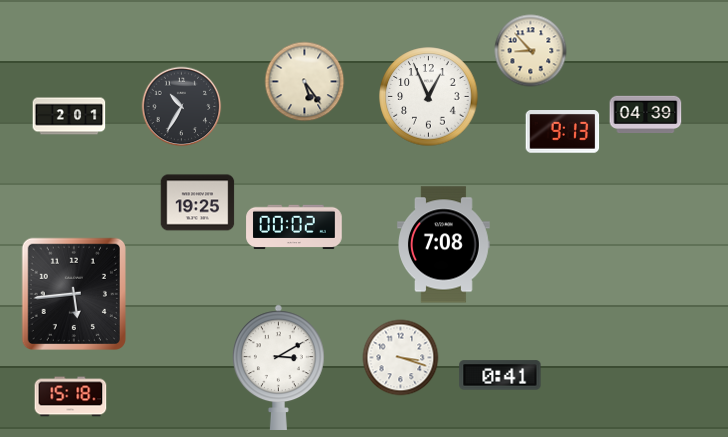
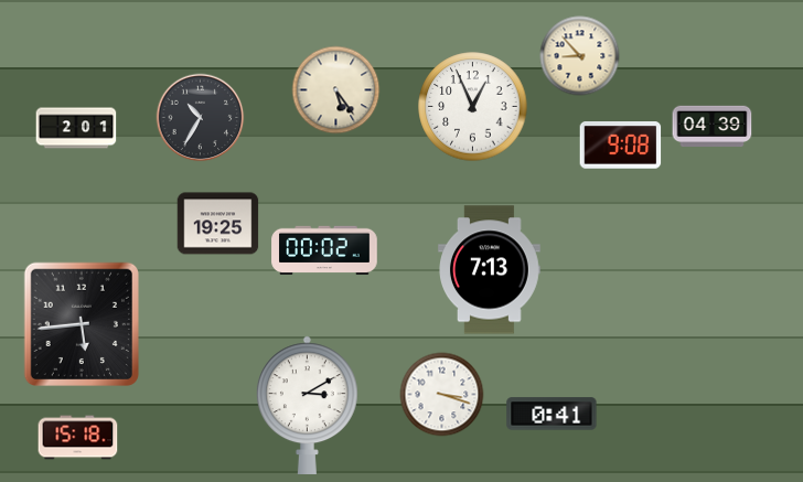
clock at (531, 51) position: (531, 51) -> (580, 56)
clock at (563, 132): 9:13 -> 9:08
clock at (444, 245): 7:08 -> 7:13
